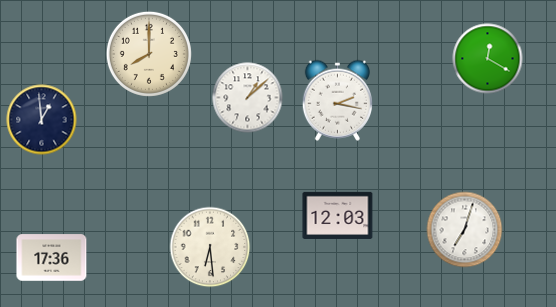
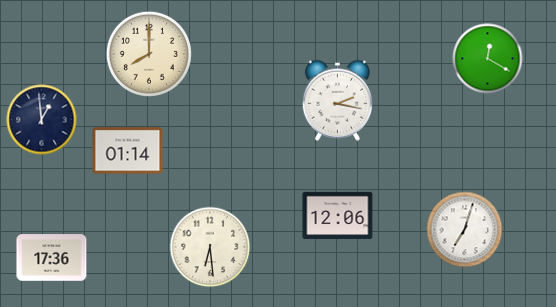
clock at (248, 98): 1:08 -> none
clock at (128, 151): none -> 01:14
clock at (338, 215): 12:03 -> 12:06
